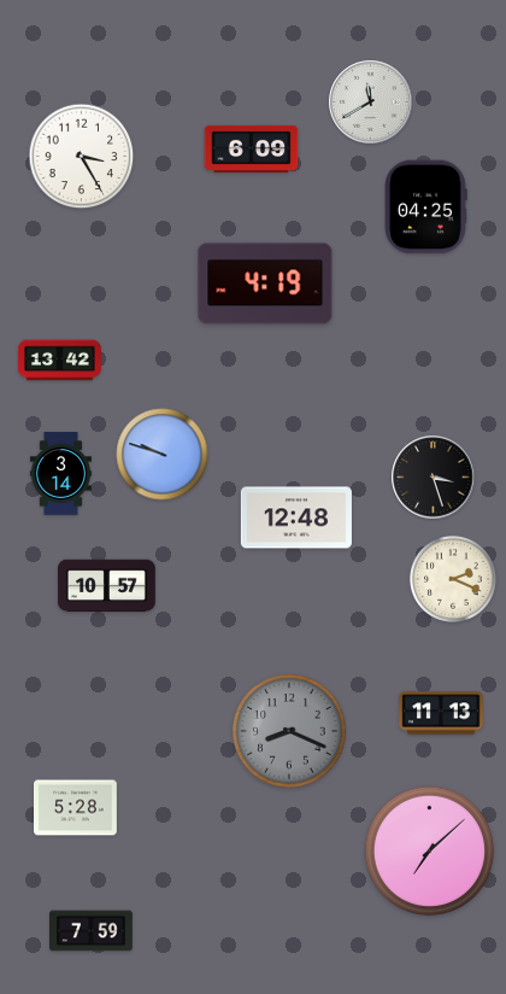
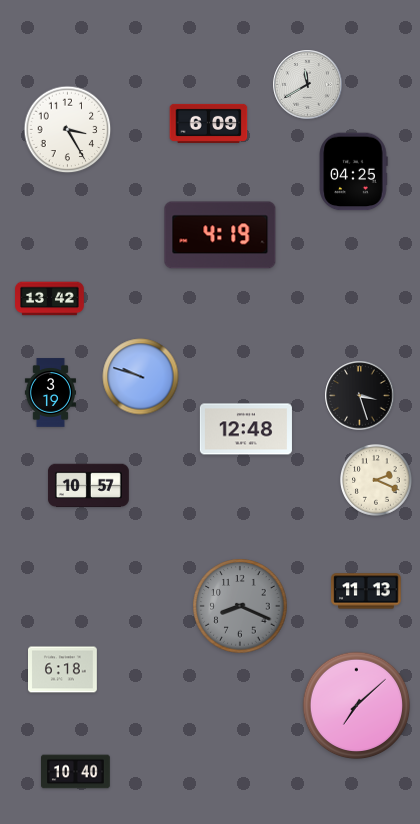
clock at (163, 455) position: (163, 455) -> (141, 377)
clock at (60, 474): 3:14 -> 3:19
clock at (76, 808): 5:28 -> 6:18
clock at (92, 931): 7:59 -> 10:40
